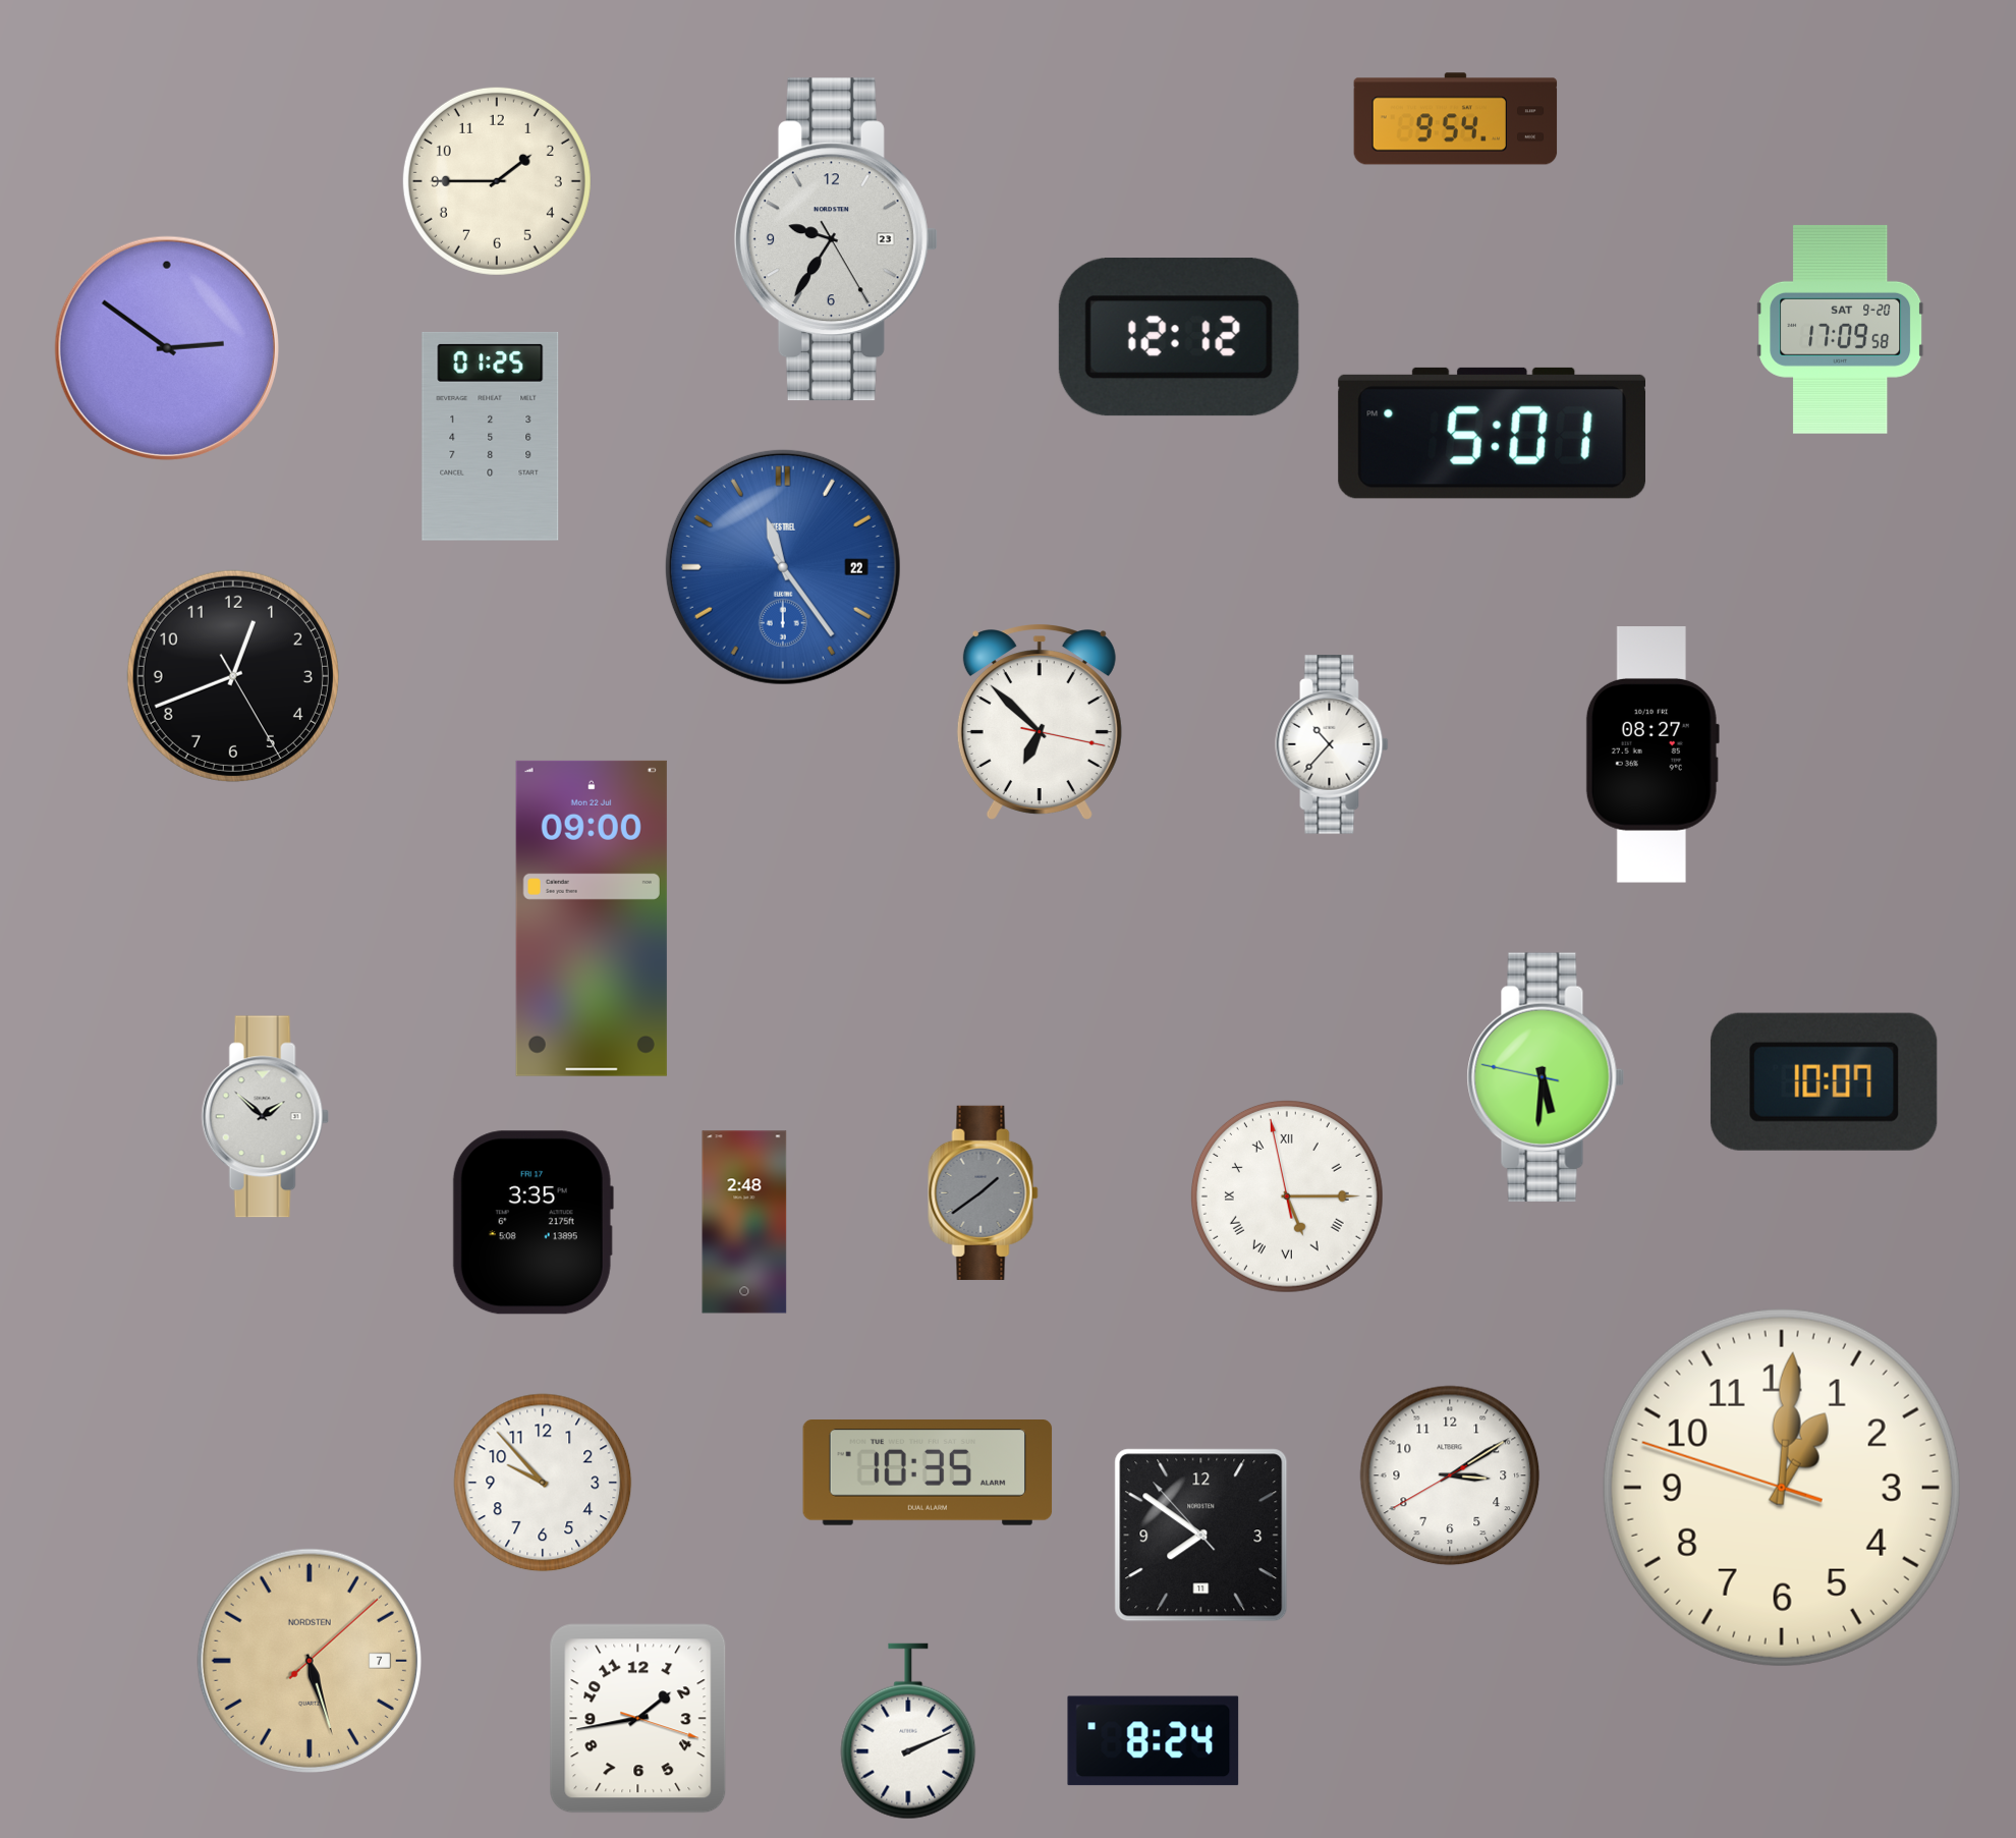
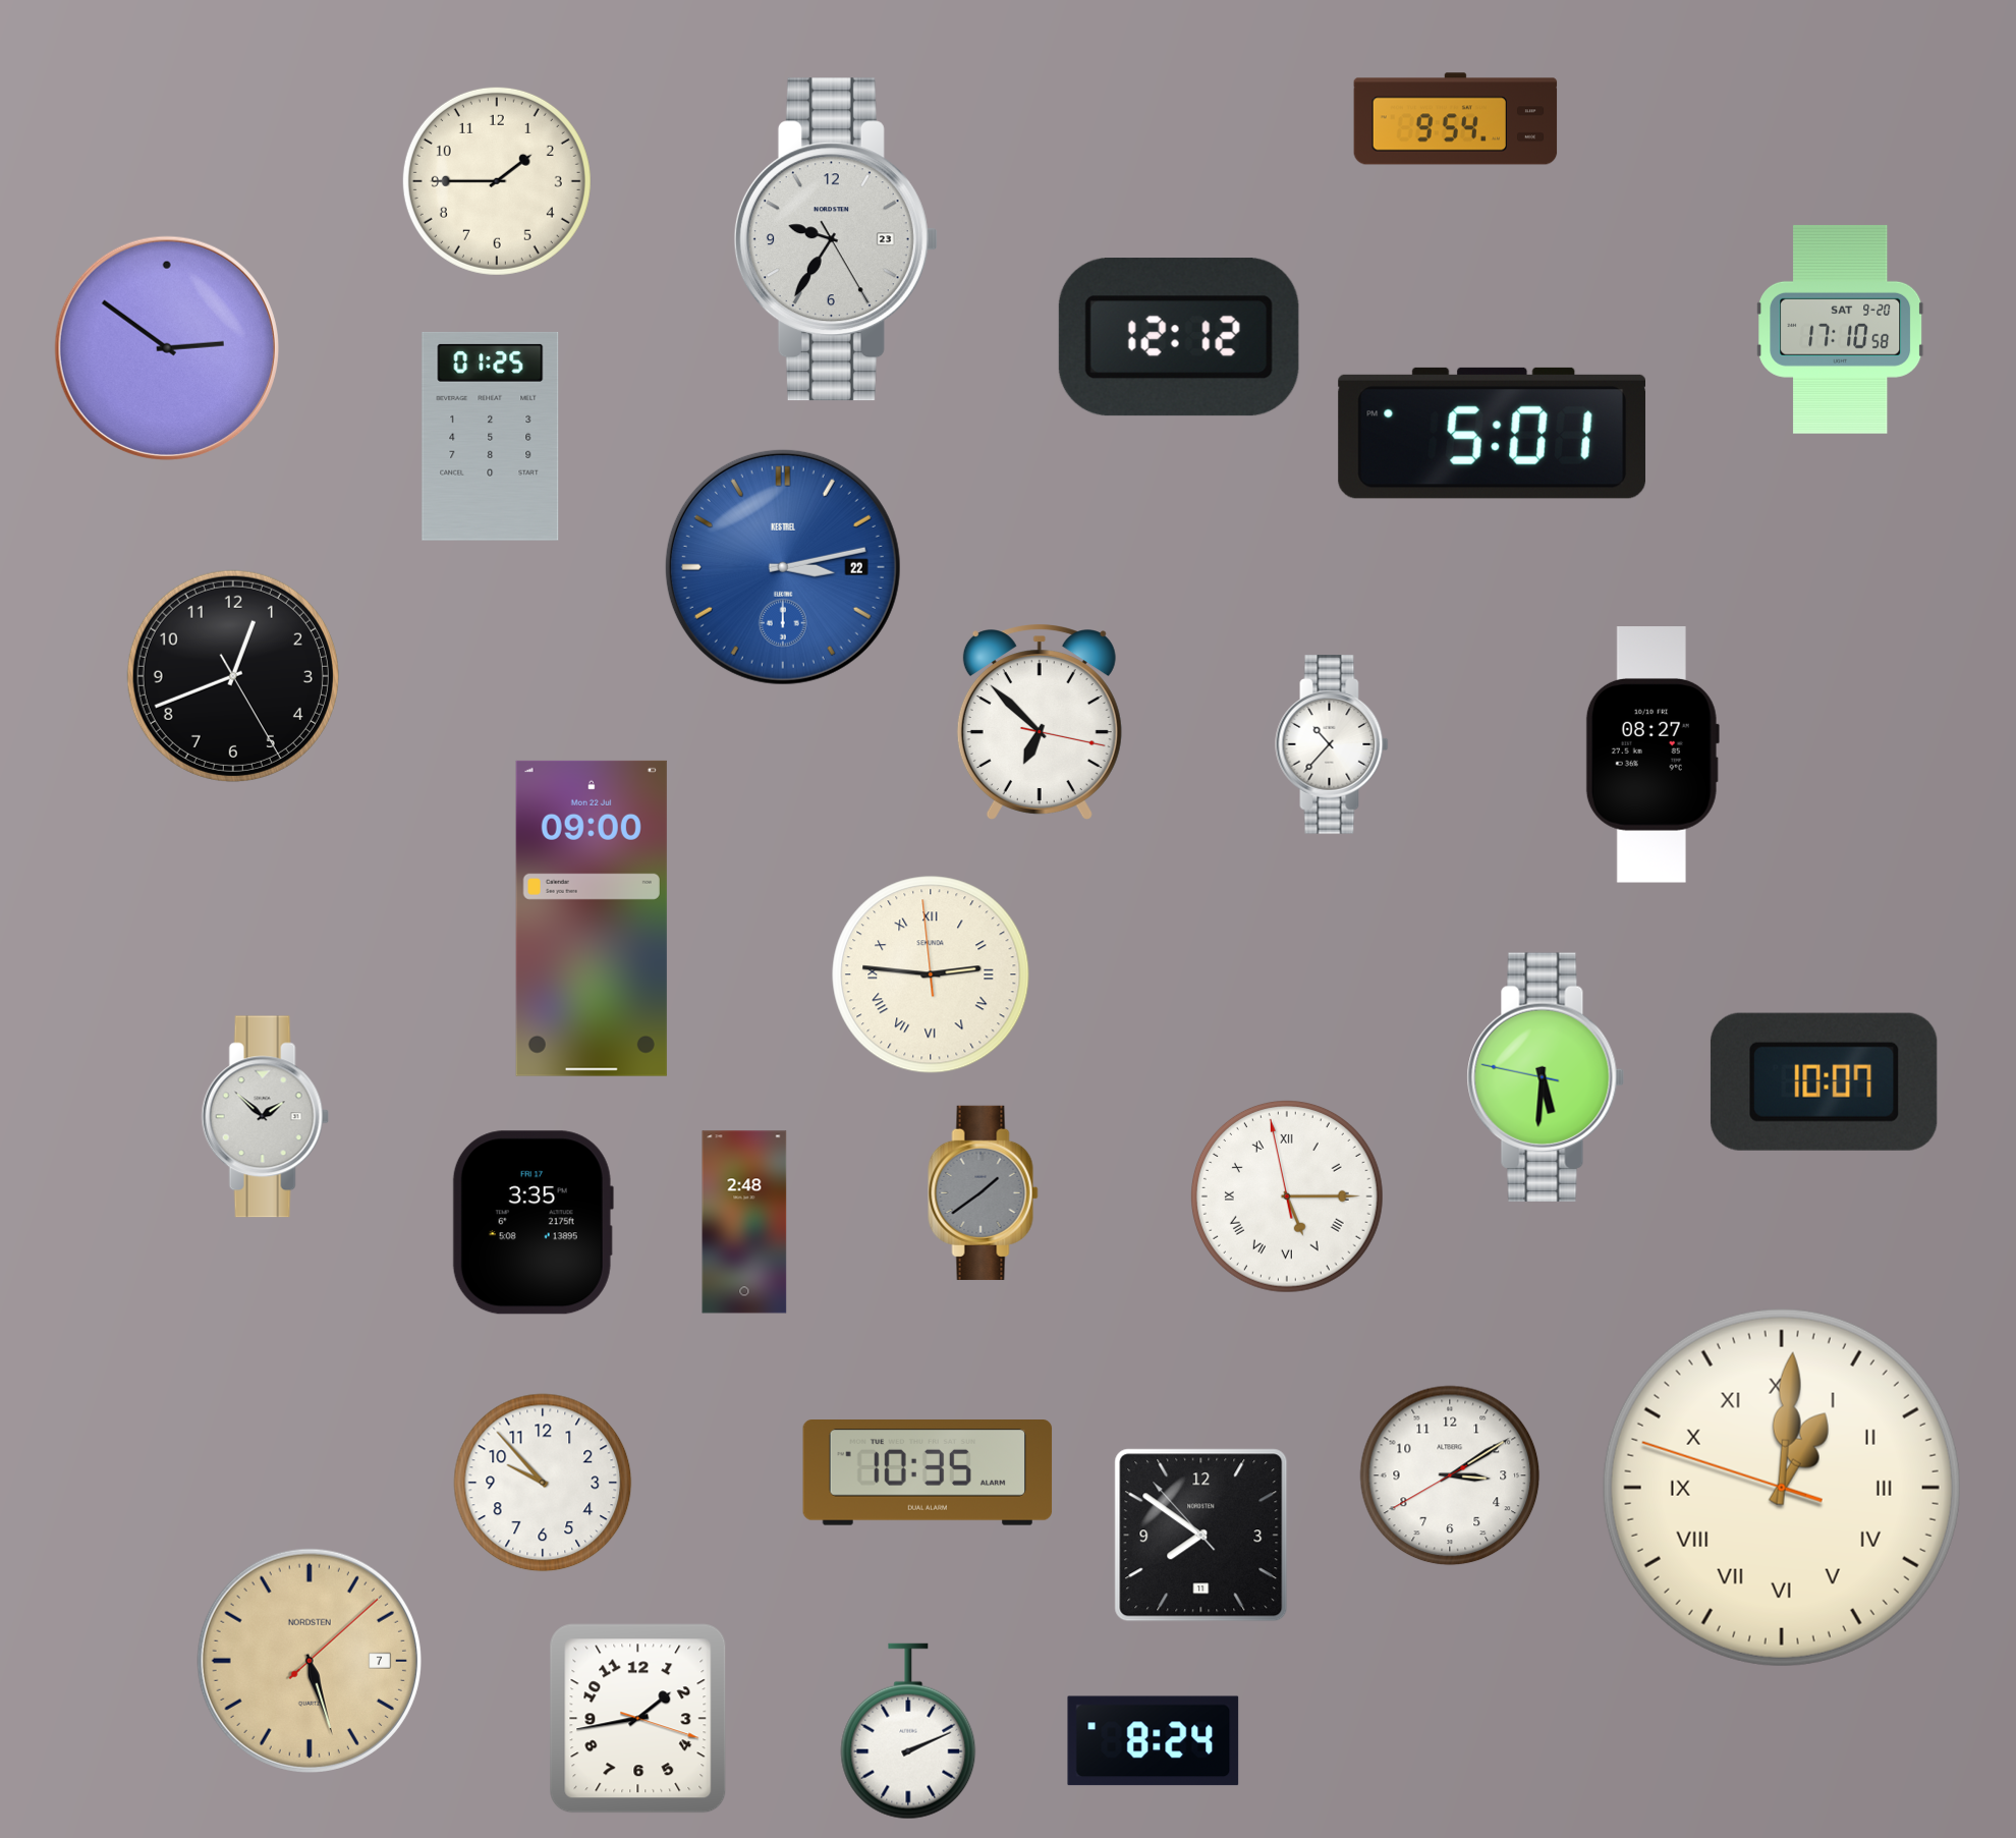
clock at (1841, 329): 17:09 -> 17:10
clock at (783, 567): 11:24 -> 3:13
clock at (931, 974): none -> 2:45
clock at (1782, 1488) numerals: Arabic -> Roman
